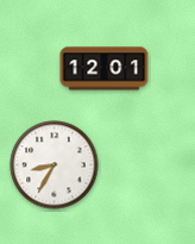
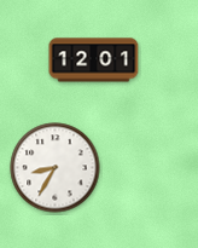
clock at (105, 69) position: (105, 69) -> (94, 60)
